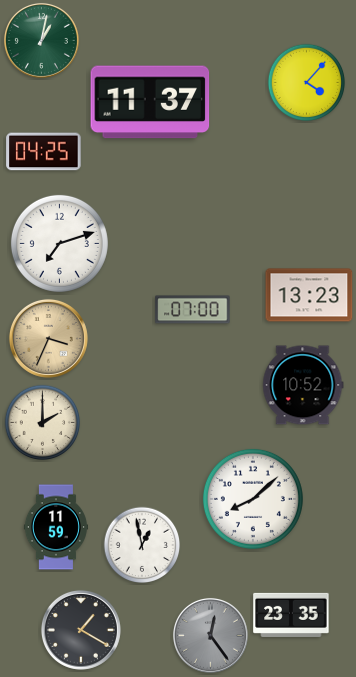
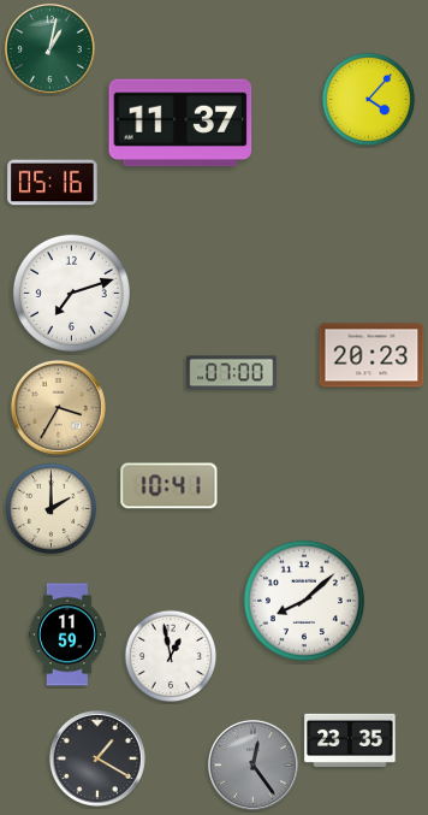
clock at (44, 152): 04:25 -> 05:16
clock at (309, 295): 13:23 -> 20:23
clock at (48, 338): 3:34 -> 3:35
clock at (303, 385): 10:52 -> none
clock at (170, 486): none -> 10:41
